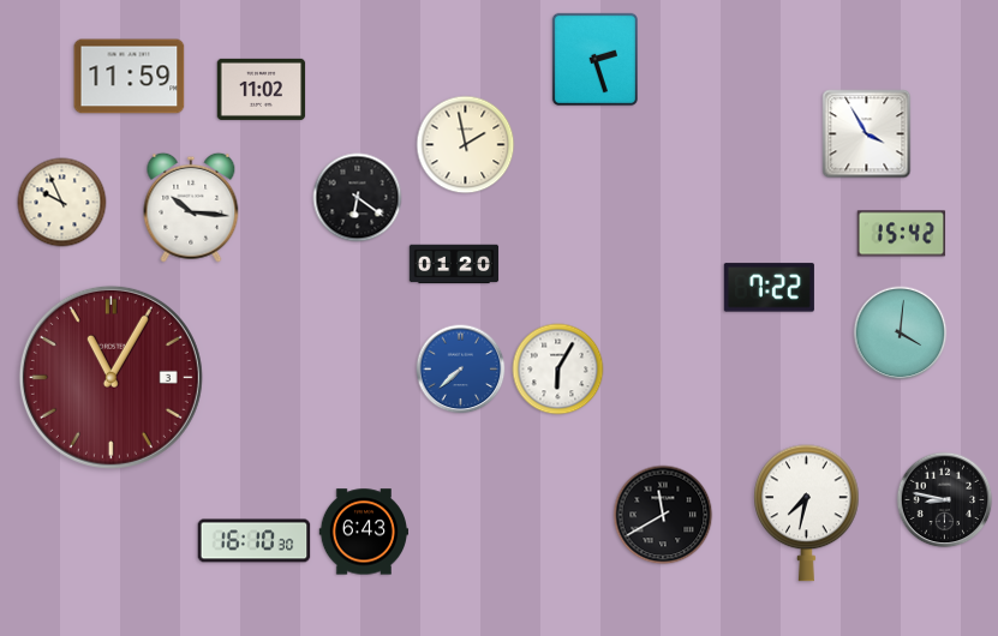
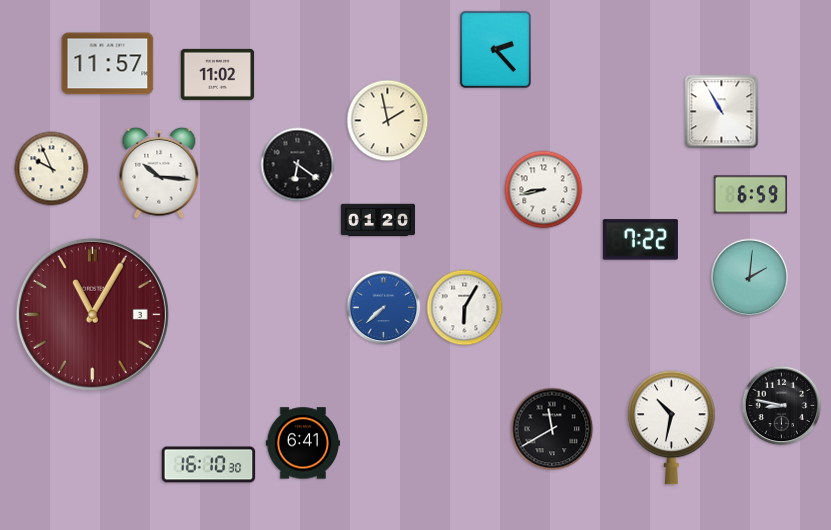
clock at (594, 59): 2:27 -> 2:23
clock at (130, 77): 11:59 -> 11:57
clock at (867, 134): 3:55 -> 10:55
clock at (544, 190): none -> 8:43
clock at (902, 234): 15:42 -> 6:59
clock at (901, 334): 4:01 -> 2:01
clock at (945, 500) position: (945, 500) -> (782, 406)
clock at (807, 514): 7:32 -> 10:32
clock at (363, 532): 6:43 -> 6:41
clock at (255, 541) position: (255, 541) -> (209, 465)
